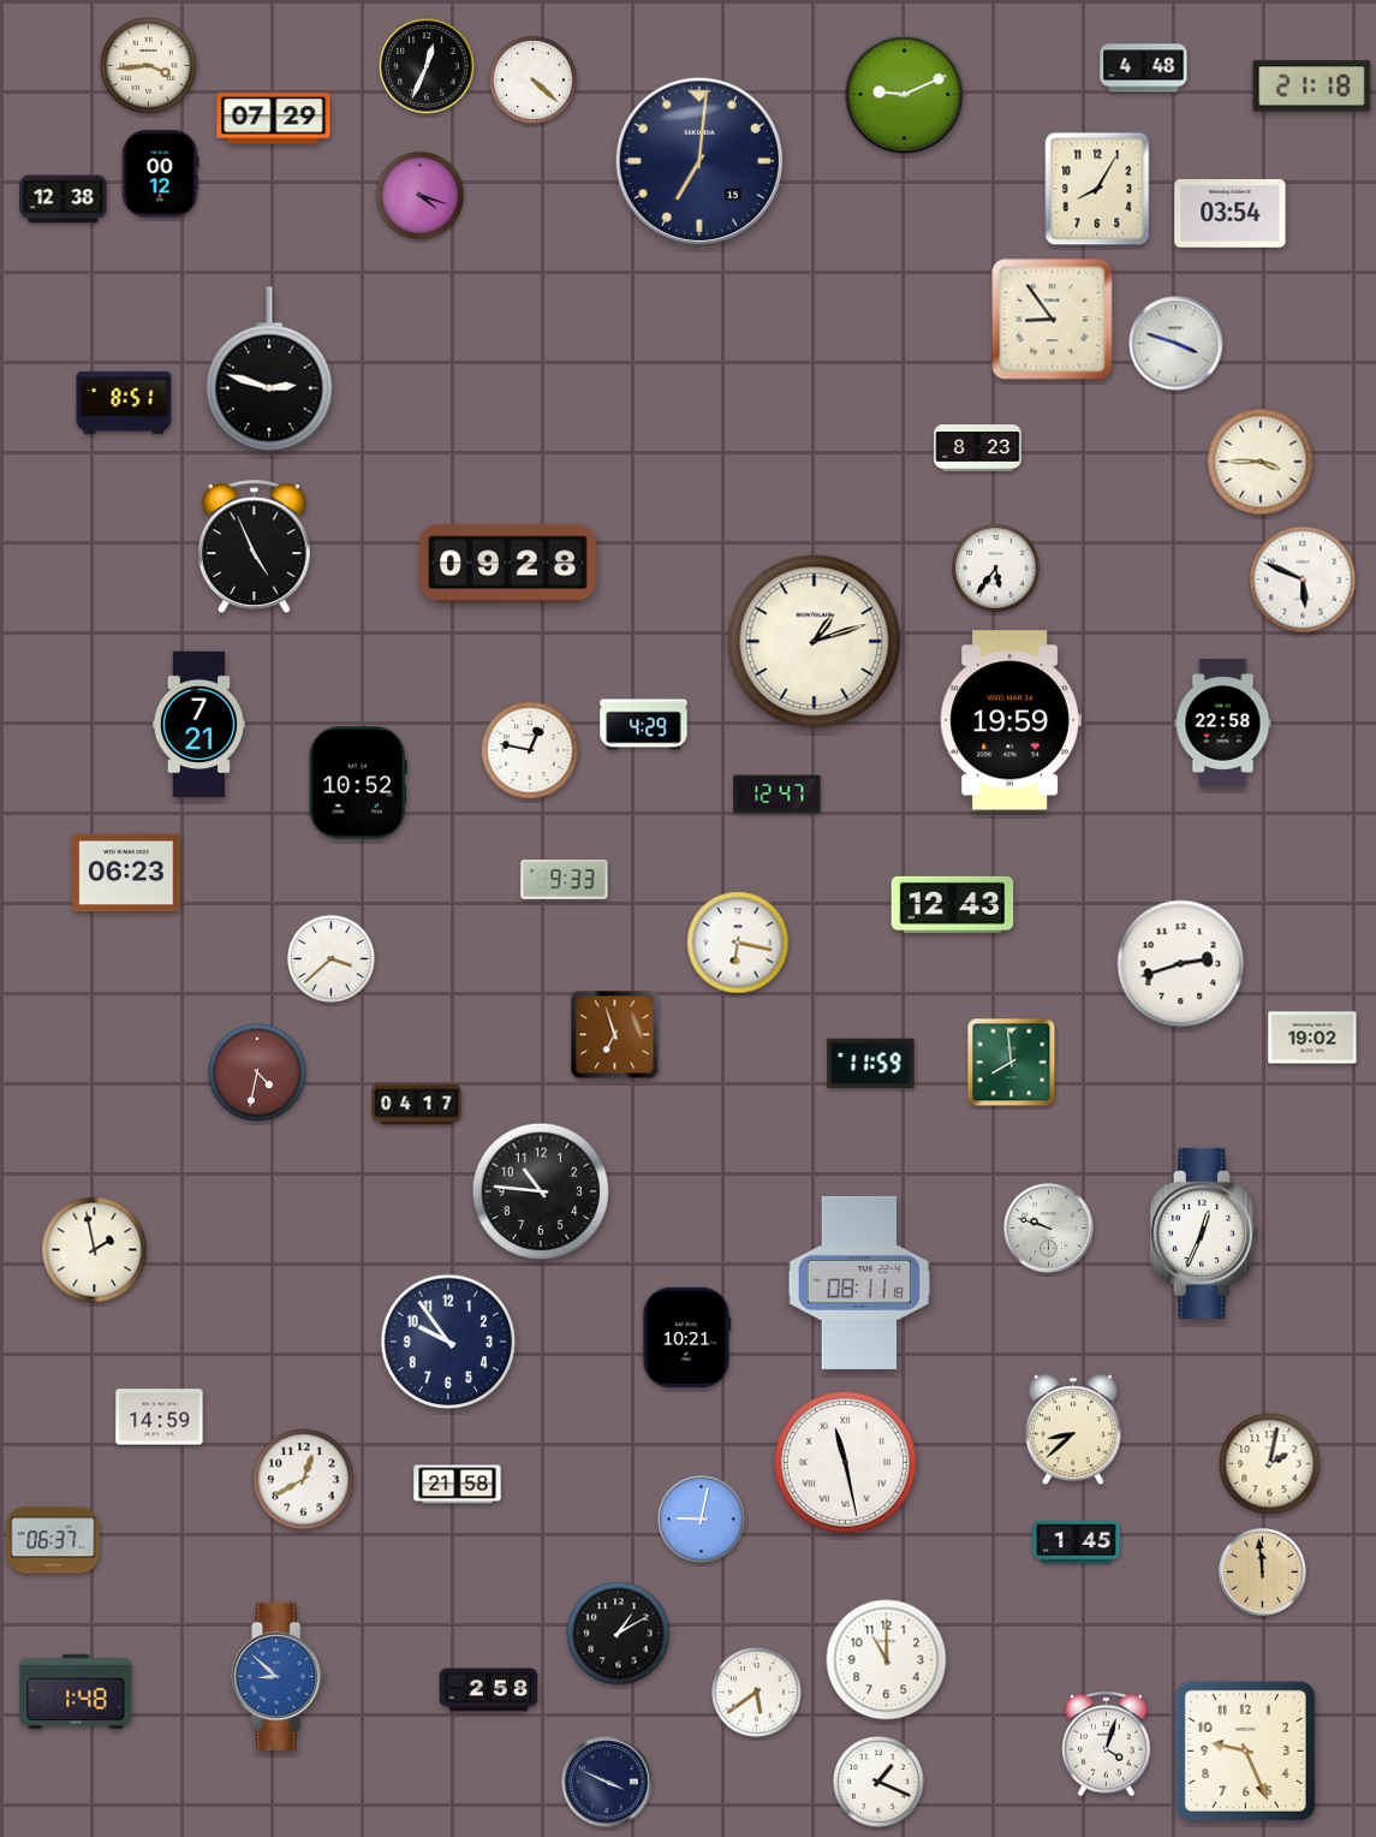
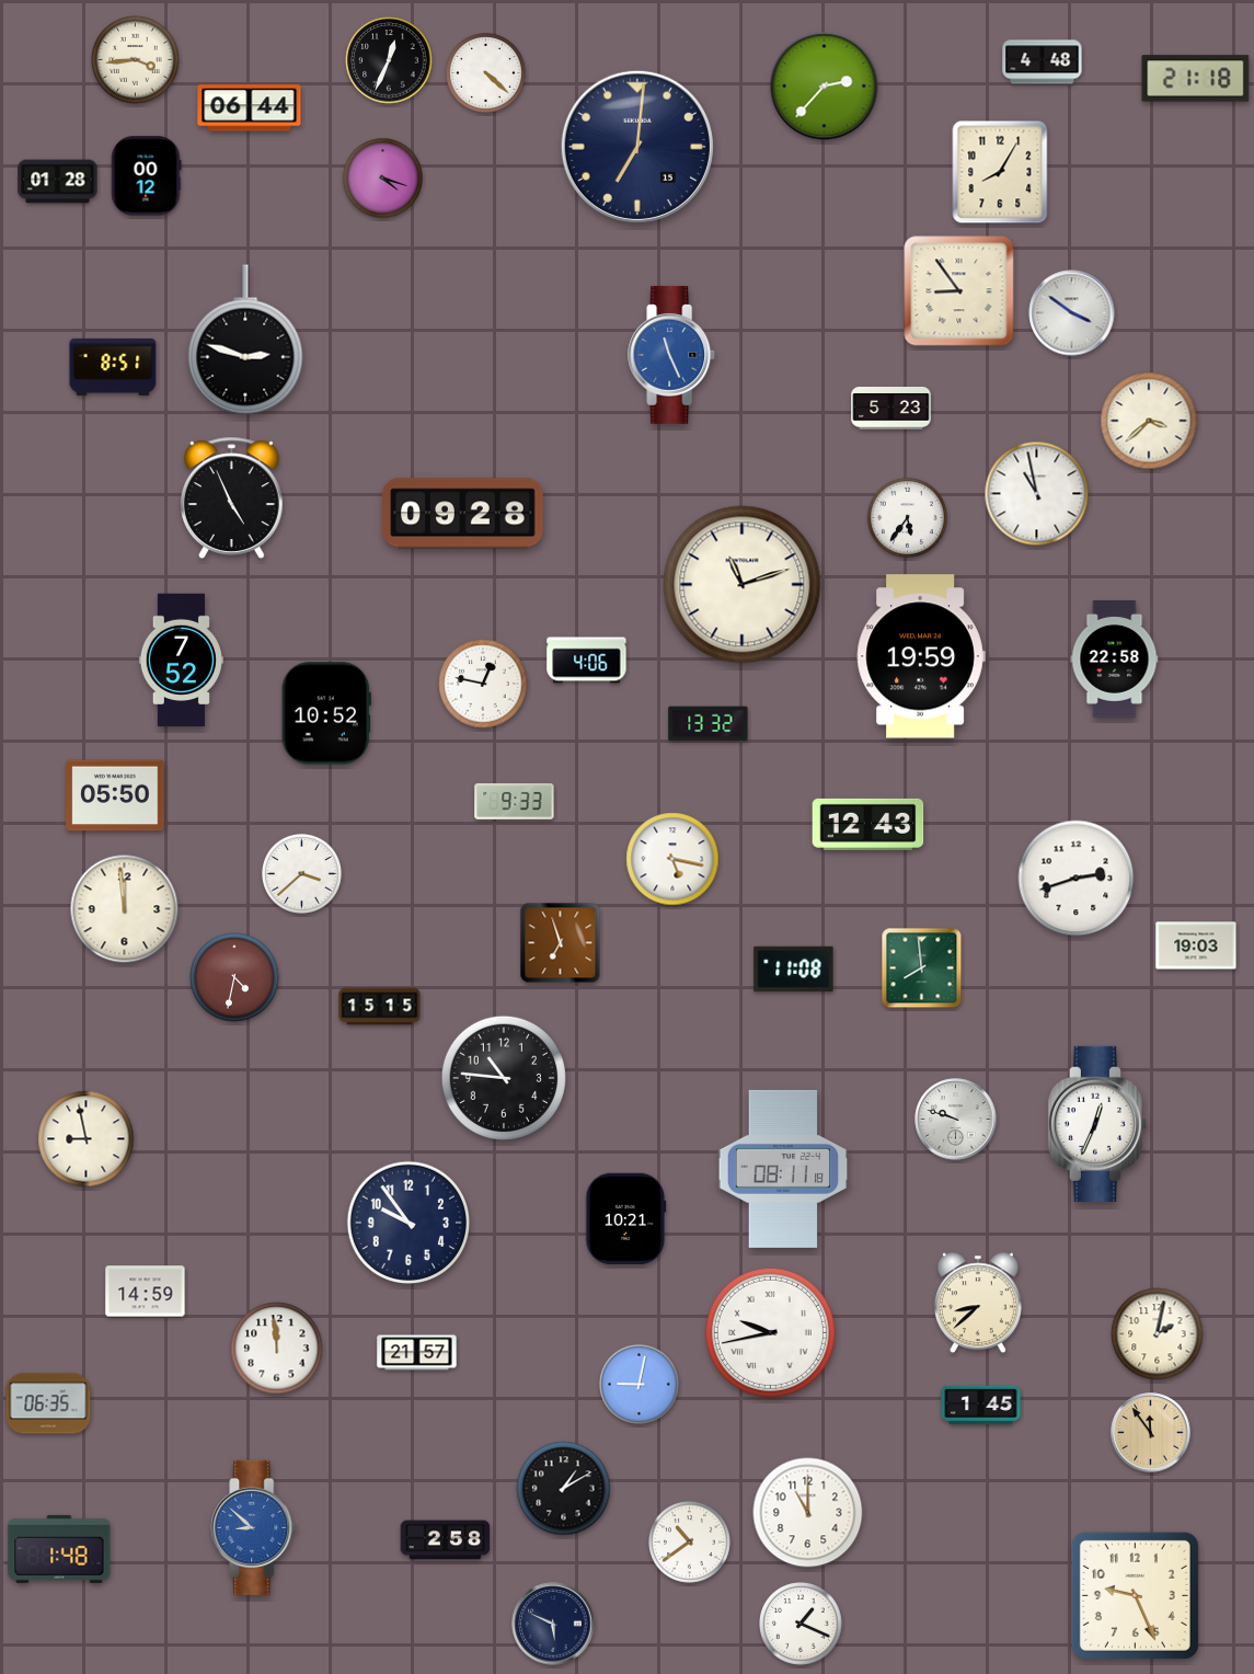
clock at (905, 95): 9:11 -> 2:37
clock at (274, 119): 07:29 -> 06:44
clock at (161, 174) position: (161, 174) -> (147, 176)
clock at (64, 200): 12:38 -> 01:28
clock at (1231, 214): 03:54 -> none
clock at (1177, 344): 3:48 -> 3:51
clock at (269, 369) position: (269, 369) -> (245, 340)
clock at (672, 355): none -> 11:26
clock at (978, 448): 8:23 -> 5:23
clock at (1261, 462): 3:45 -> 3:38
clock at (1037, 494): none -> 10:58
clock at (1303, 579): 5:49 -> none
clock at (815, 642): 1:12 -> 11:12
clock at (198, 725): 7:21 -> 7:52
clock at (644, 725): 4:29 -> 4:06
clock at (778, 795): 12:47 -> 13:32
clock at (126, 873): 06:23 -> 05:50
clock at (738, 943): 6:17 -> 5:17
clock at (125, 909): none -> 11:59
clock at (1312, 1038): 19:02 -> 19:03
clock at (871, 1063): 11:59 -> 11:08
clock at (417, 1105): 04:17 -> 15:15
clock at (541, 1191) position: (541, 1191) -> (504, 1078)
clock at (95, 1250): 1:58 -> 8:58
clock at (845, 1462): 11:28 -> 9:43
clock at (304, 1480): 12:40 -> 11:59
clock at (458, 1485): 21:58 -> 21:57
clock at (53, 1540): 06:37 -> 06:35
clock at (1263, 1573): 11:59 -> 11:54
clock at (76, 1692) position: (76, 1692) -> (59, 1549)
clock at (757, 1693): 5:39 -> 10:39
clock at (1107, 1744): 4:03 -> none
clock at (607, 1782): 3:49 -> 5:49
